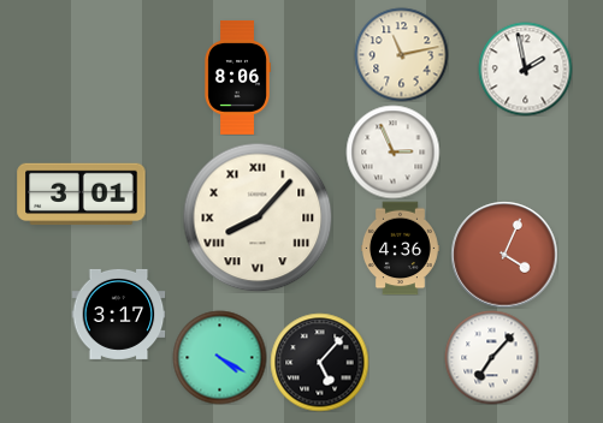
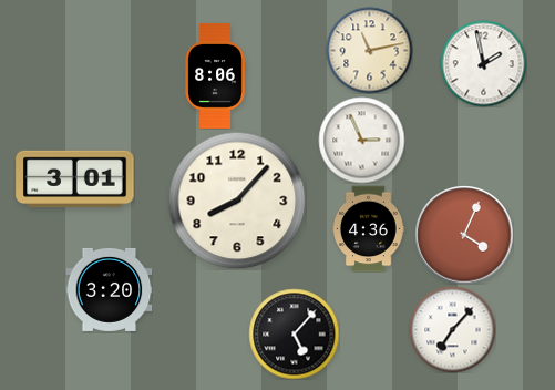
clock at (237, 77) position: (237, 77) -> (215, 75)
clock at (258, 218) numerals: Roman -> Arabic
clock at (118, 314): 3:17 -> 3:20
clock at (219, 357): 4:20 -> none
